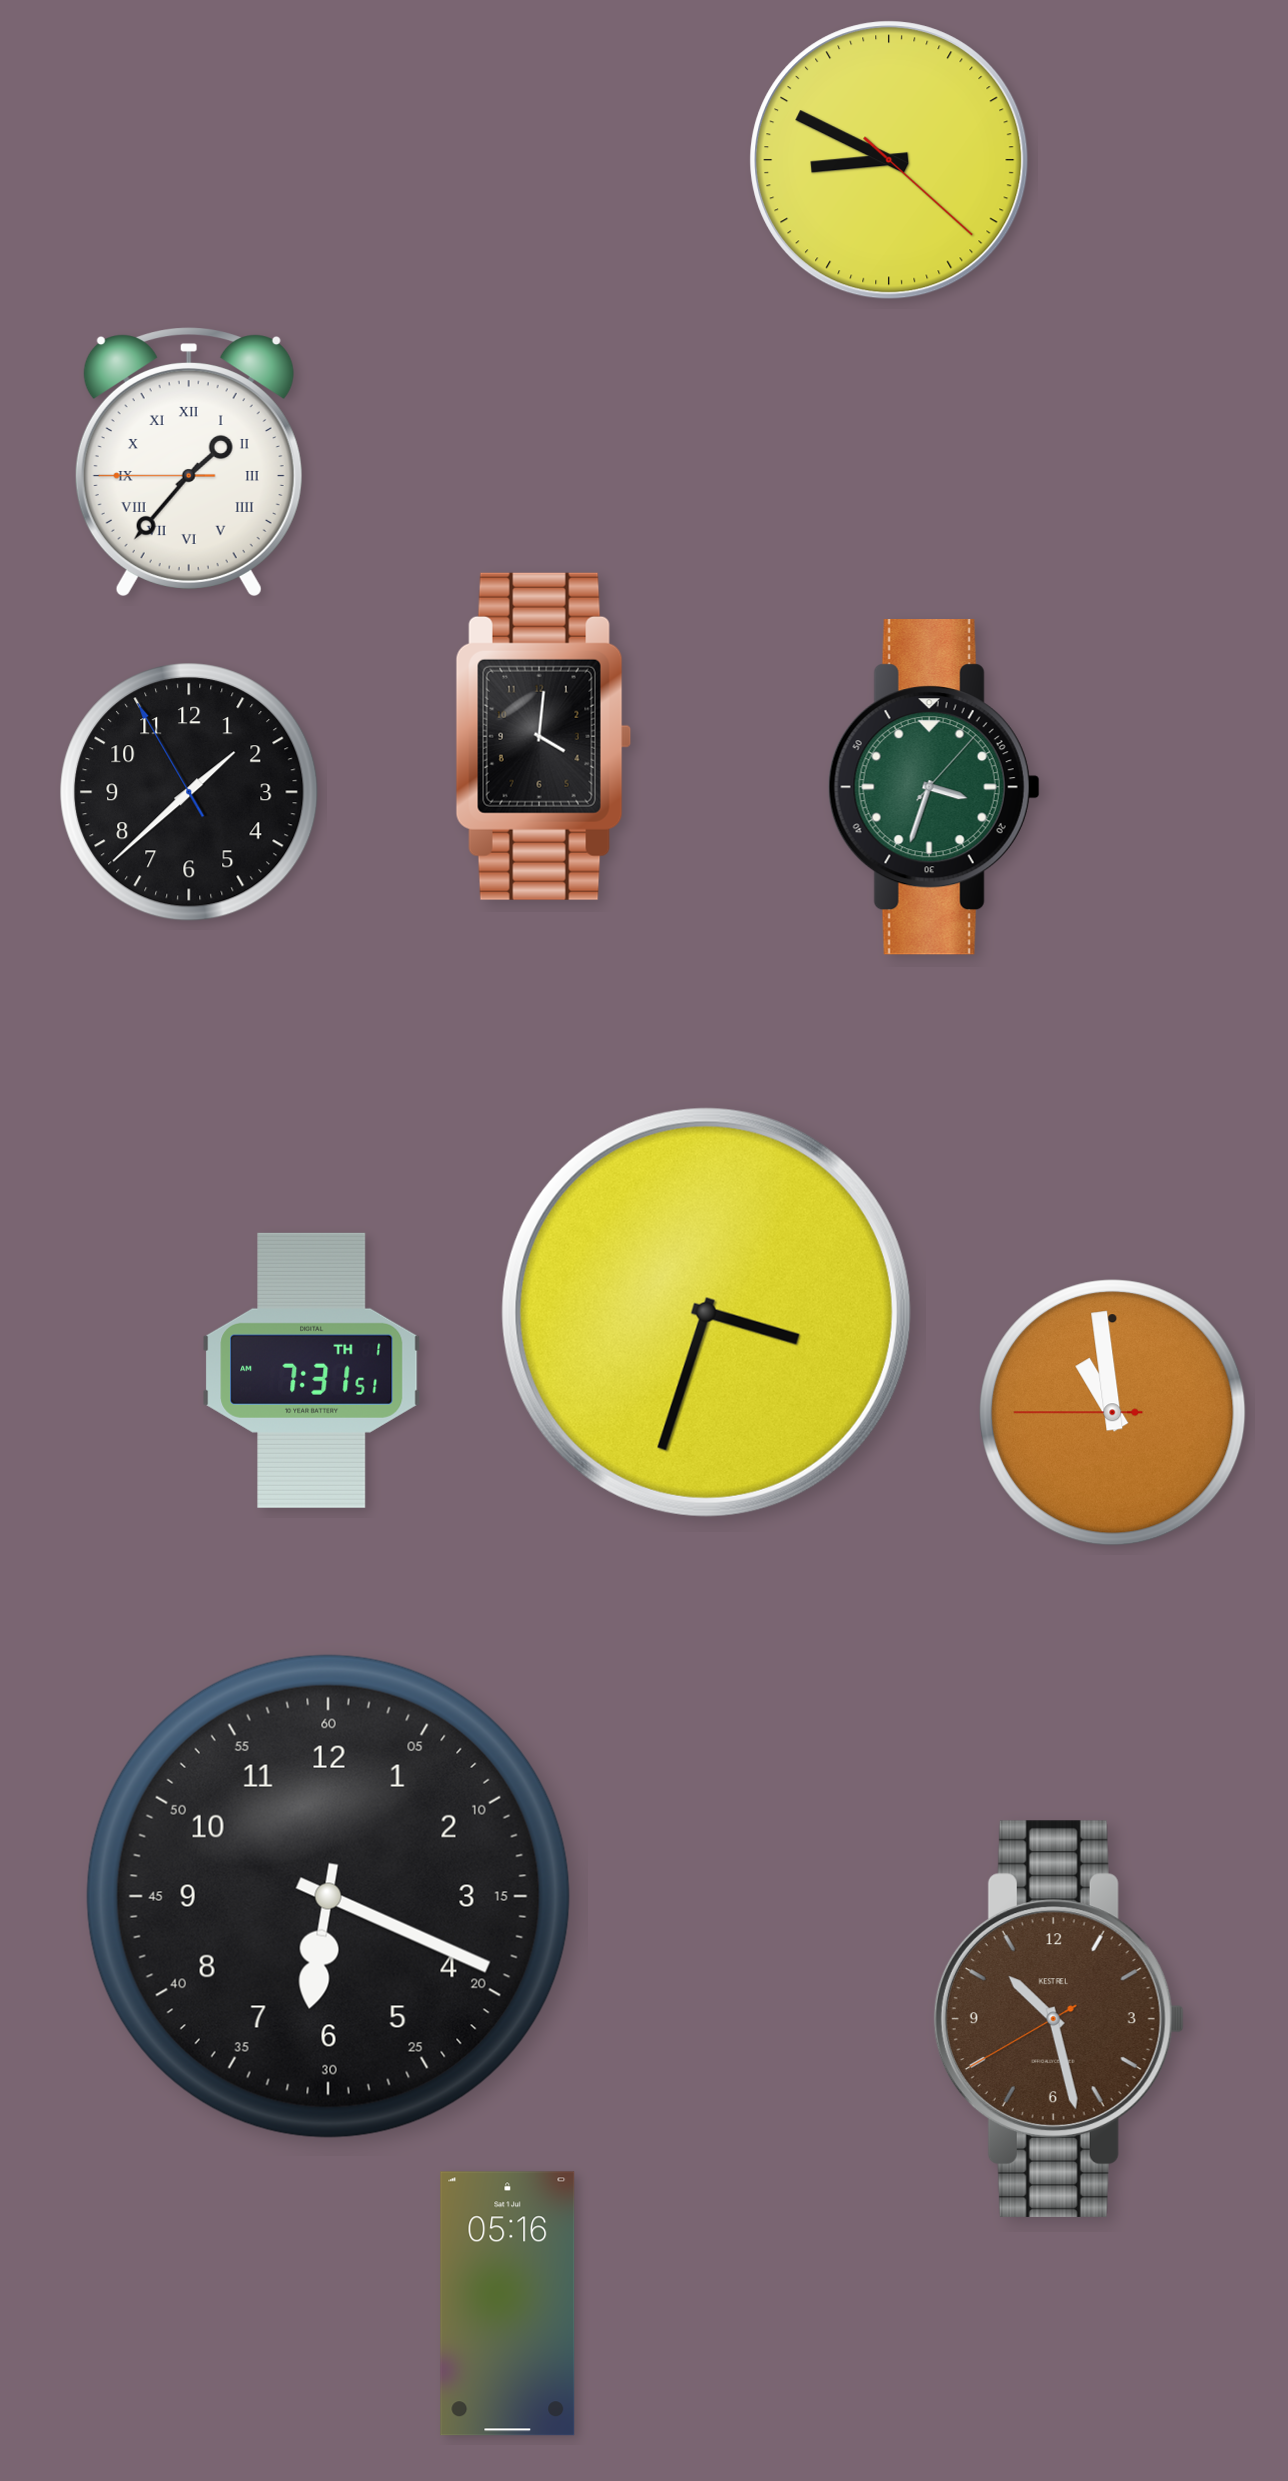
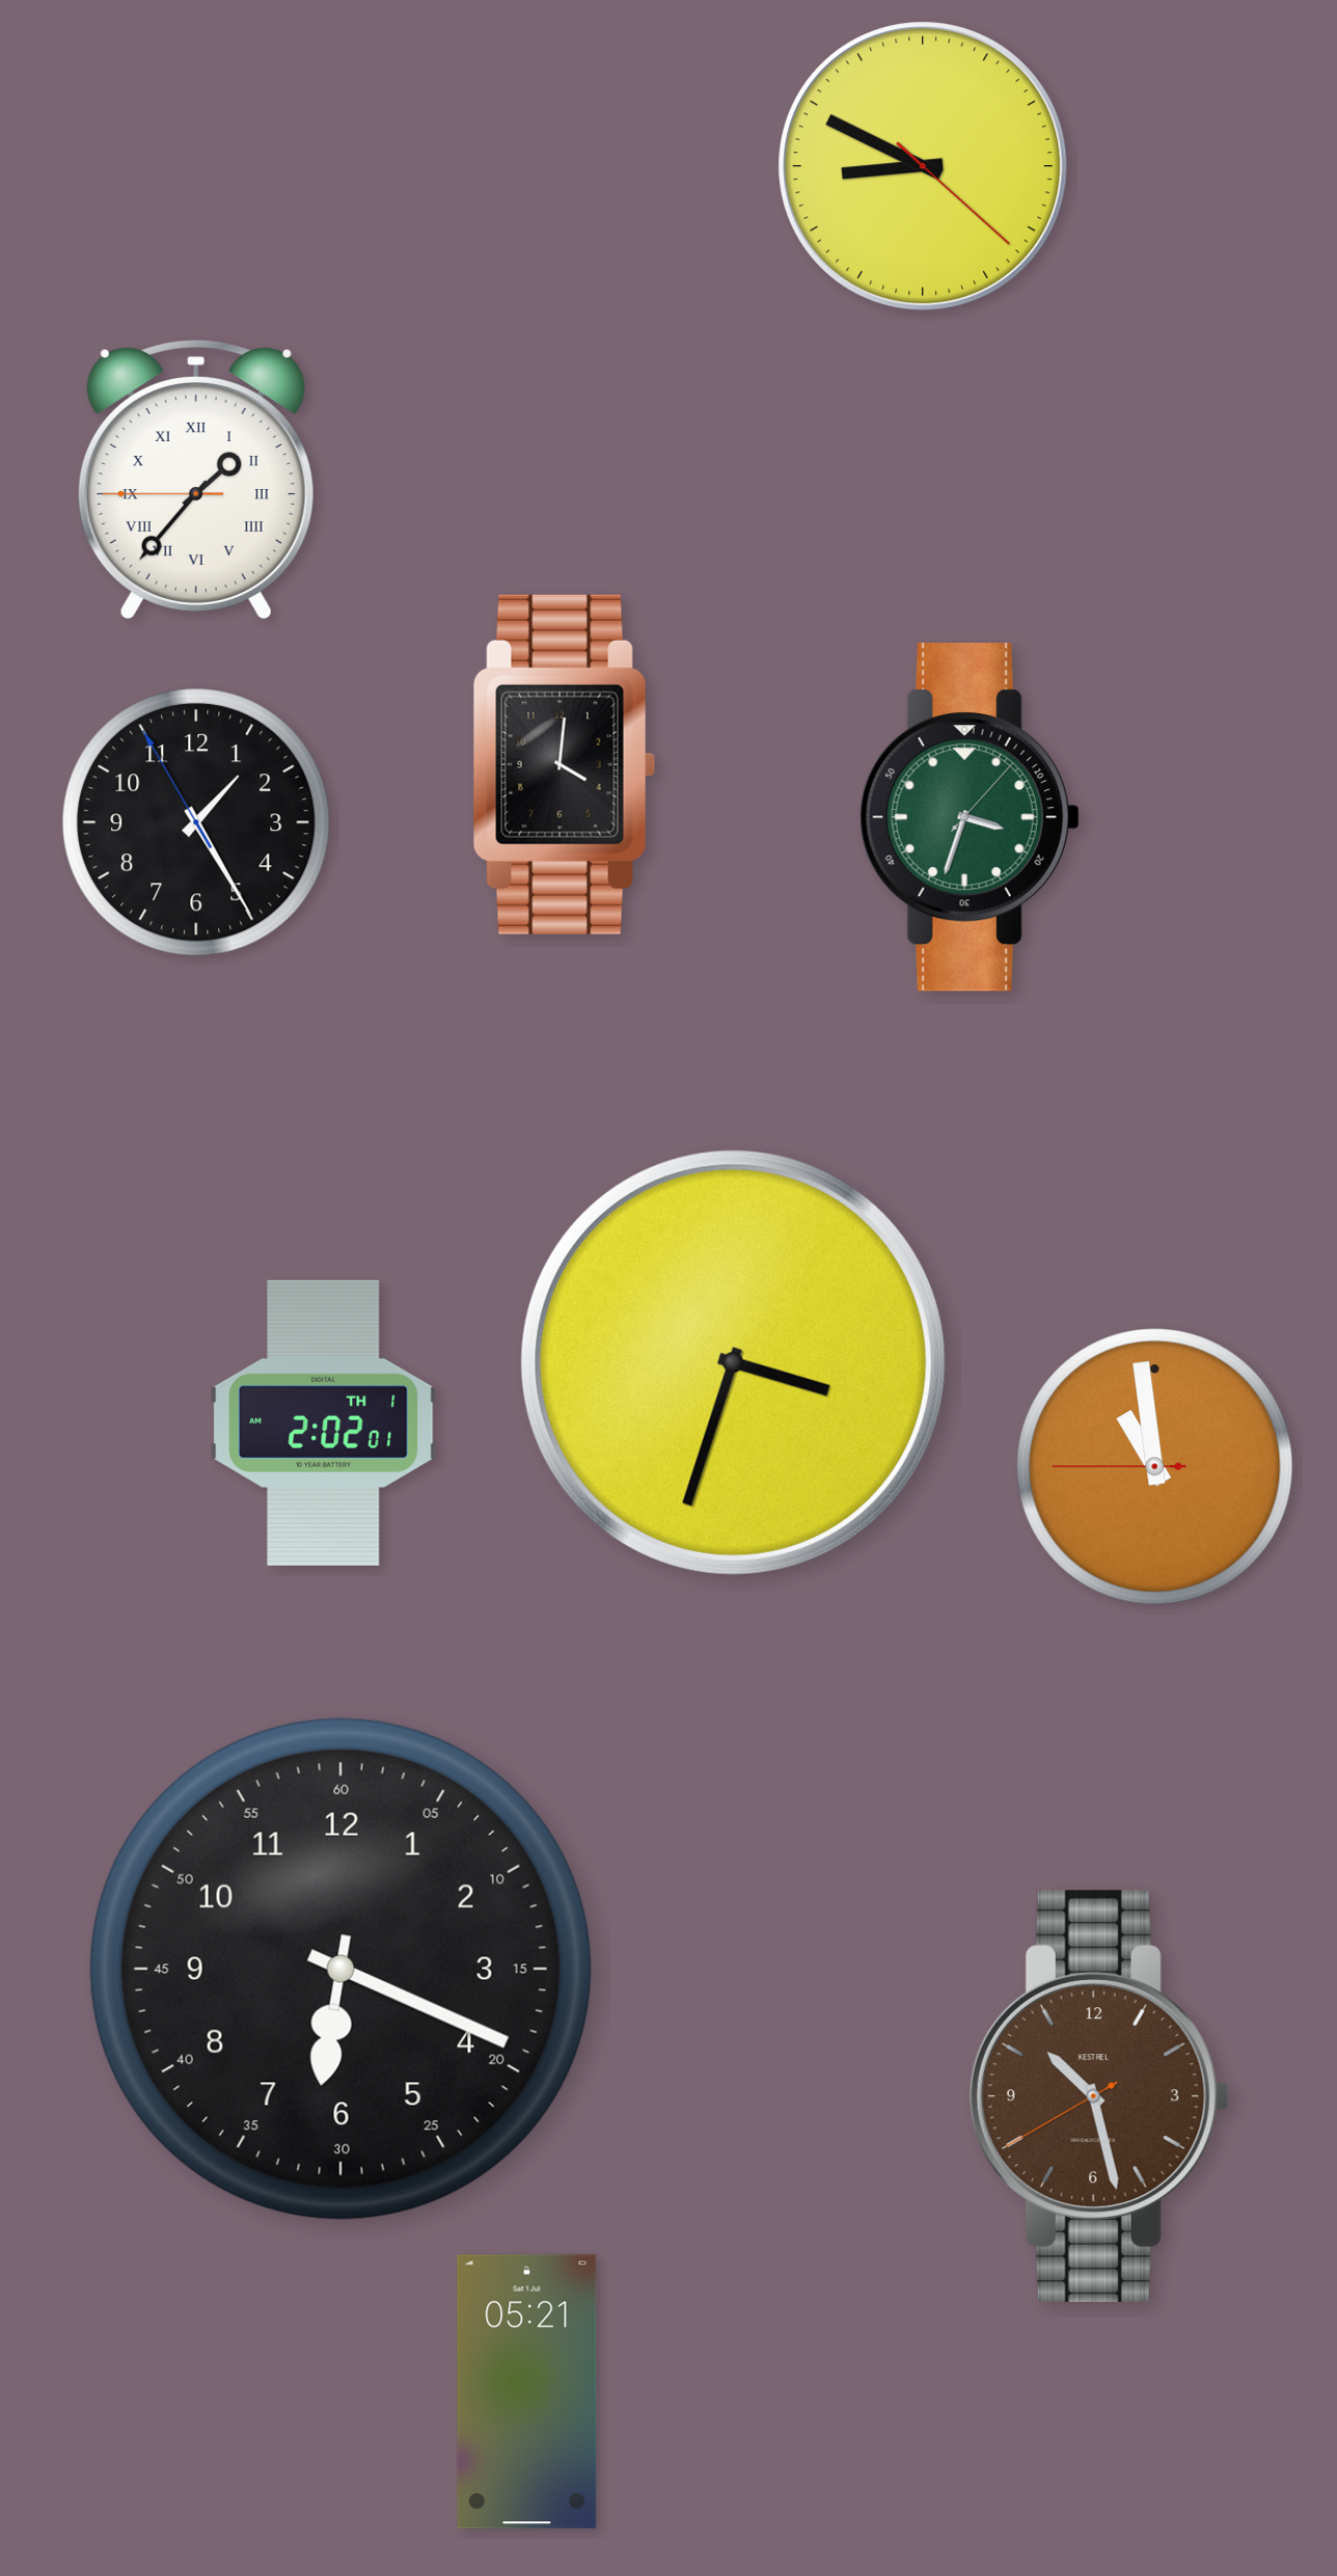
clock at (189, 792): 1:37 -> 1:24
clock at (312, 1370): 7:31 -> 2:02
clock at (508, 2304): 05:16 -> 05:21
